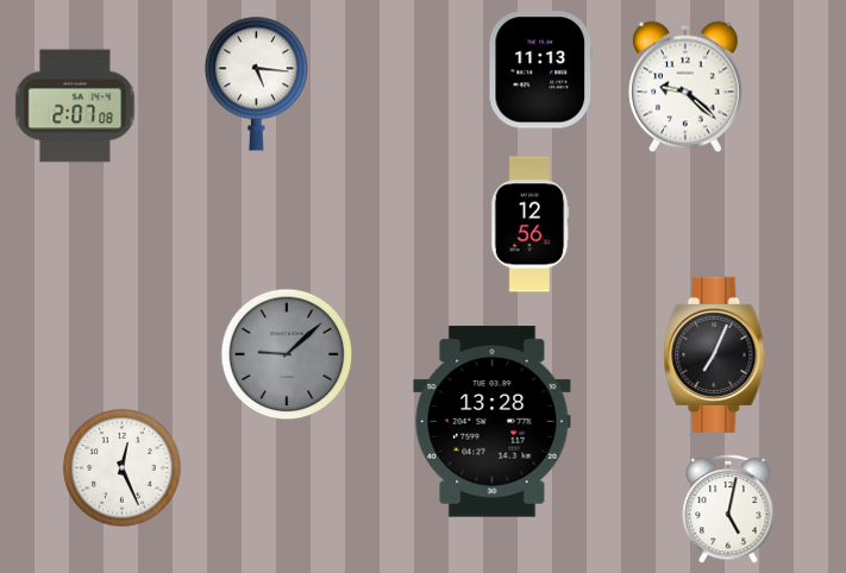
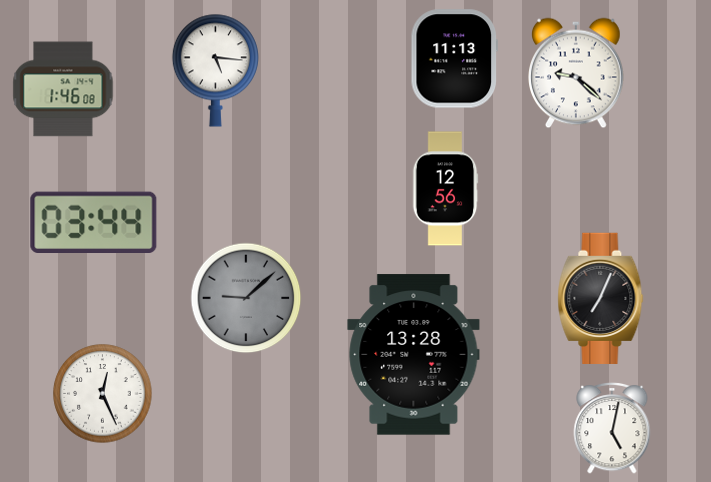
clock at (75, 106): 2:07 -> 1:46
clock at (94, 223): none -> 03:44
clock at (287, 354) position: (287, 354) -> (246, 298)
